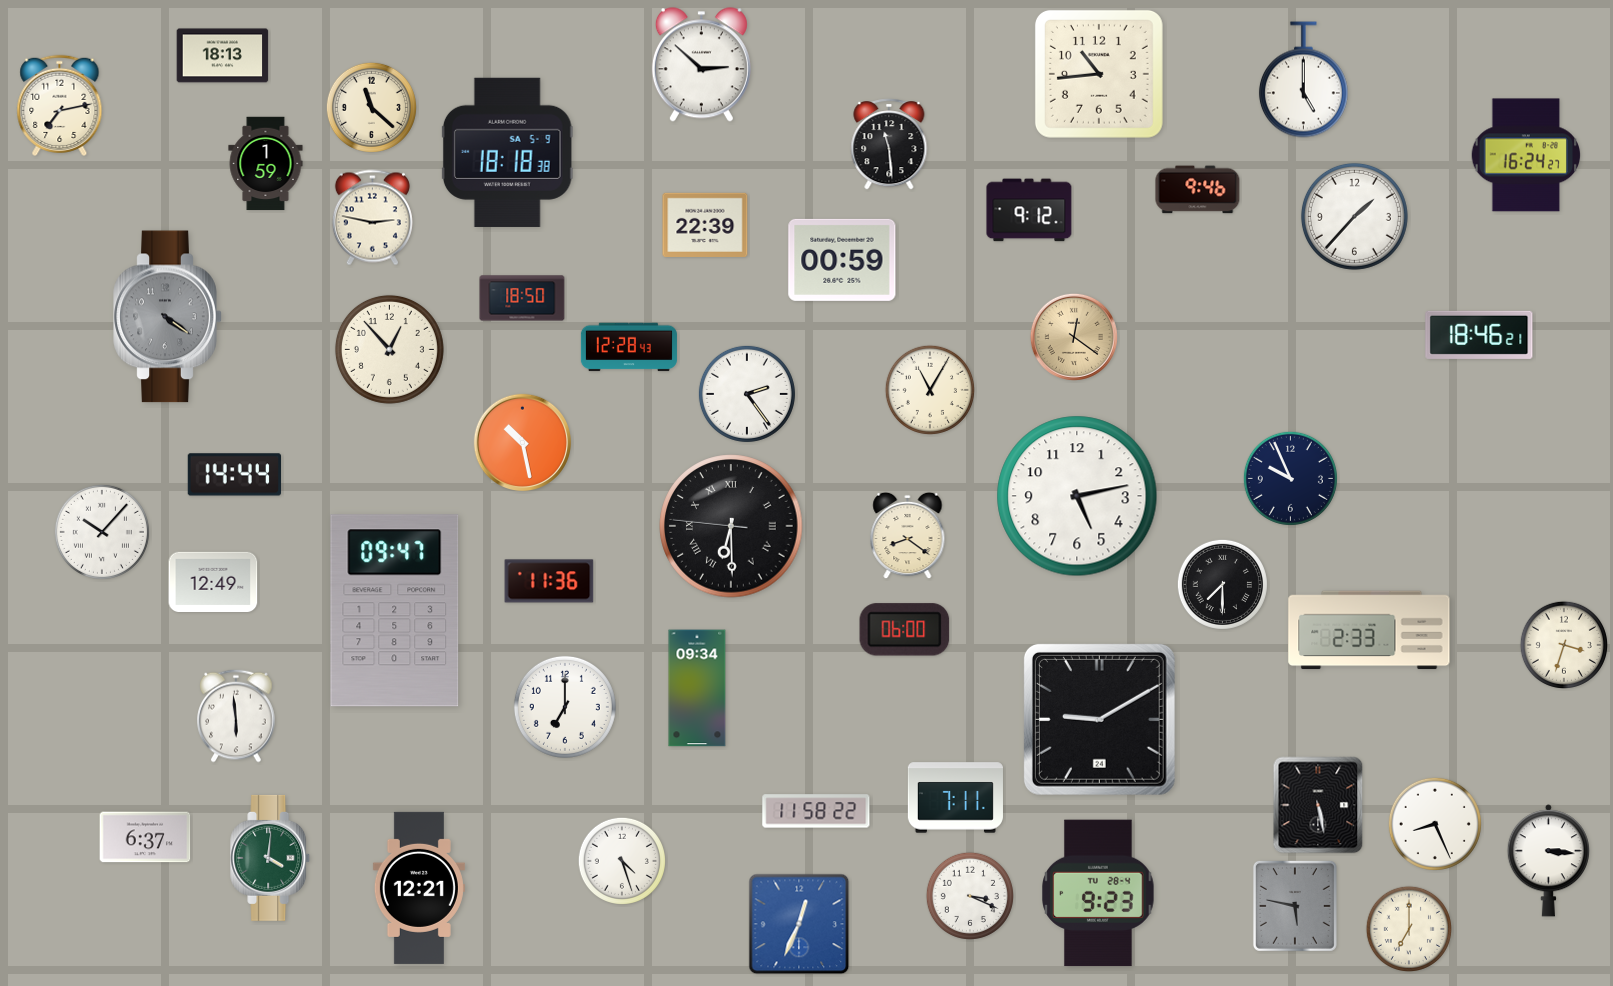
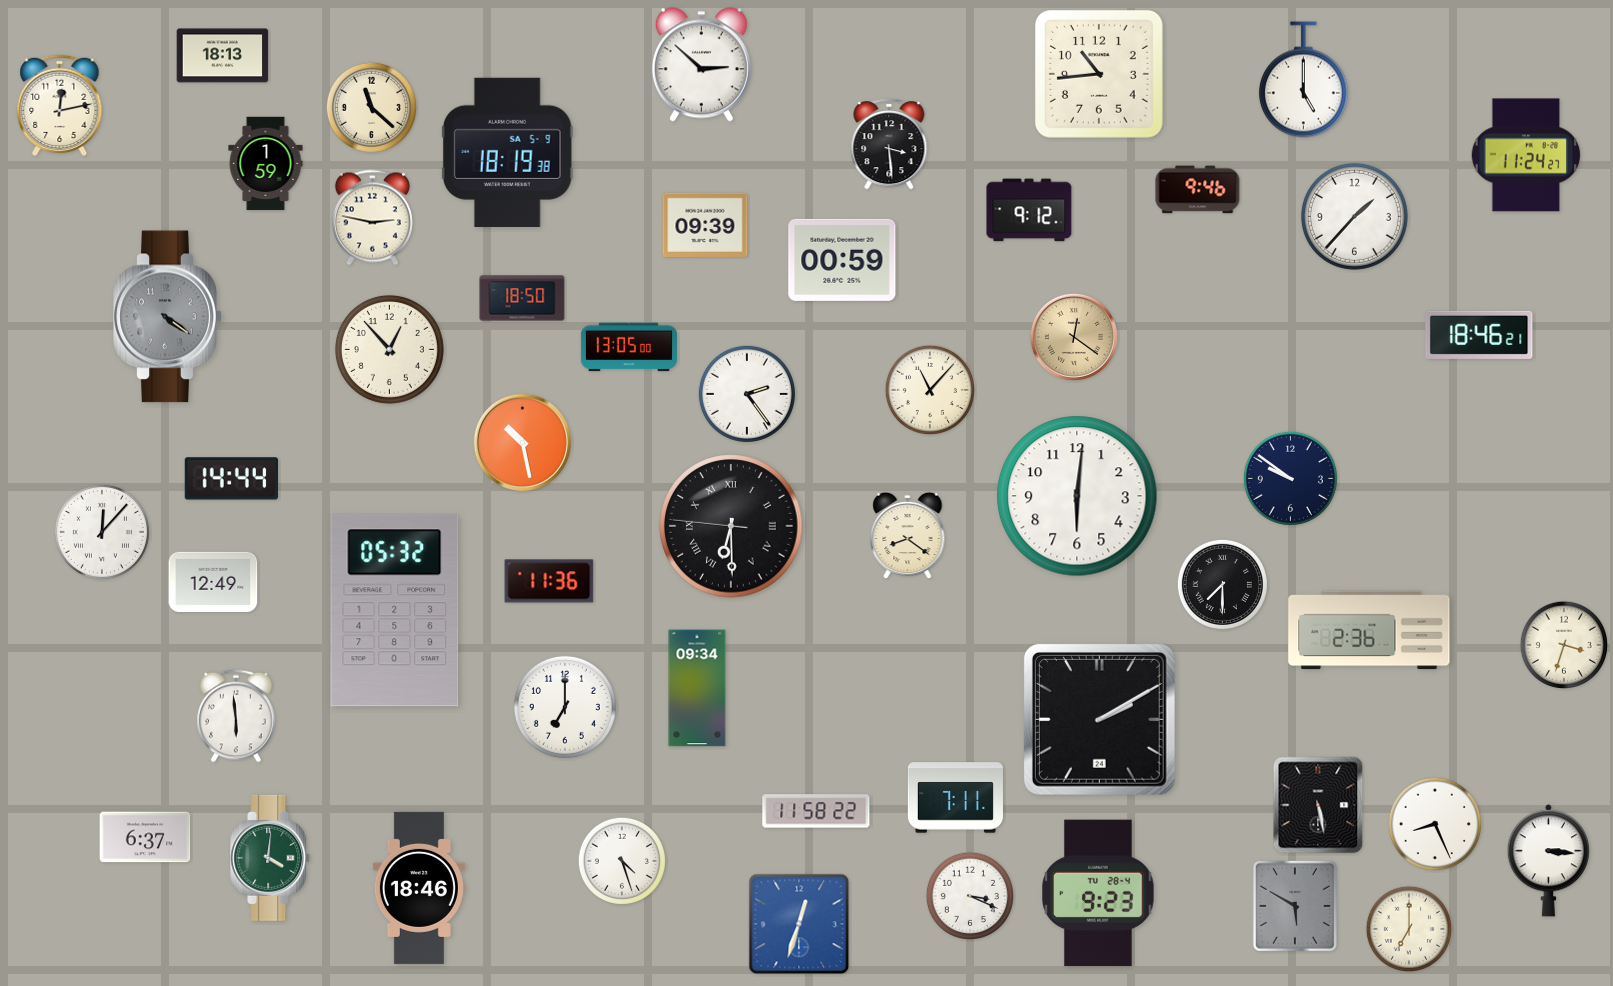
clock at (60, 105): 7:13 -> 12:13
clock at (889, 144): 11:29 -> 3:29
clock at (507, 152): 18:18 -> 18:19
clock at (1526, 155): 16:24 -> 11:24
clock at (705, 225): 22:39 -> 09:39
clock at (629, 347): 12:28 -> 13:05
clock at (930, 390): 11:05 -> 11:07
clock at (234, 475) position: (234, 475) -> (231, 479)
clock at (1290, 478): 9:56 -> 9:51
clock at (1077, 496): 5:13 -> 6:01
clock at (102, 532): 10:07 -> 12:07
clock at (395, 611): 09:47 -> 05:32
clock at (905, 630): 06:00 -> none
clock at (1369, 630): 2:33 -> 2:36
clock at (1099, 719): 9:10 -> 2:10
clock at (419, 888): 12:21 -> 18:46
clock at (1295, 906): 5:47 -> 5:50
clock at (799, 924): 12:34 -> 12:33
